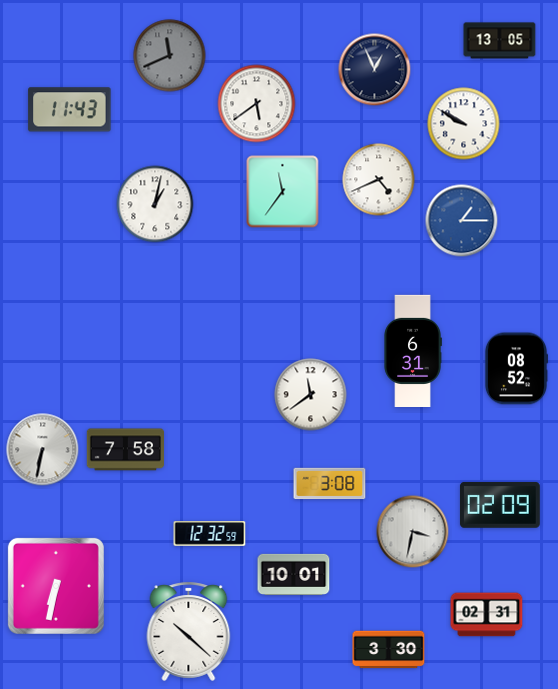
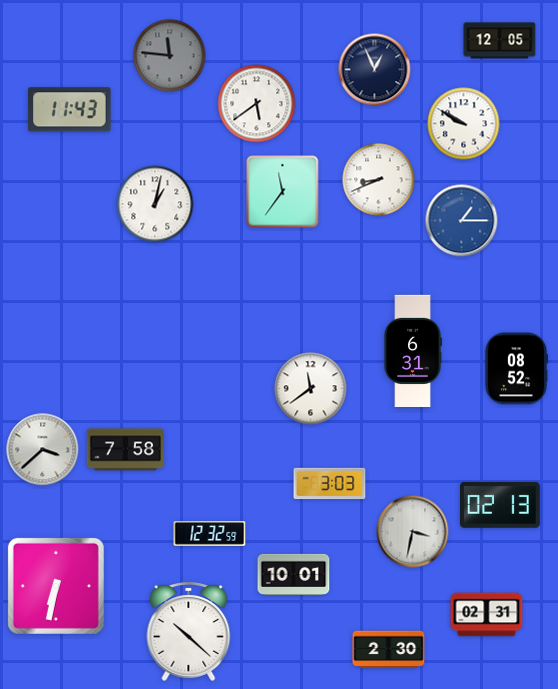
clock at (500, 41): 13:05 -> 12:05
clock at (170, 56): 11:41 -> 11:46
clock at (379, 180): 4:41 -> 8:41
clock at (311, 395) position: (311, 395) -> (311, 389)
clock at (43, 450): 6:32 -> 3:38
clock at (330, 484): 3:08 -> 3:03
clock at (500, 505): 02:09 -> 02:13
clock at (389, 650): 3:30 -> 2:30
